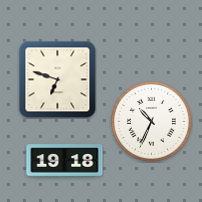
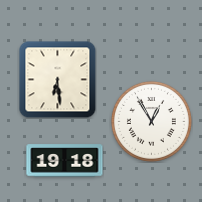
clock at (57, 79): 6:48 -> 6:29
clock at (151, 121): 10:34 -> 12:55
